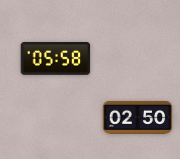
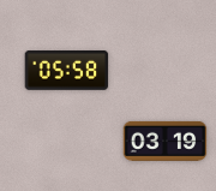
clock at (138, 117): 02:50 -> 03:19
